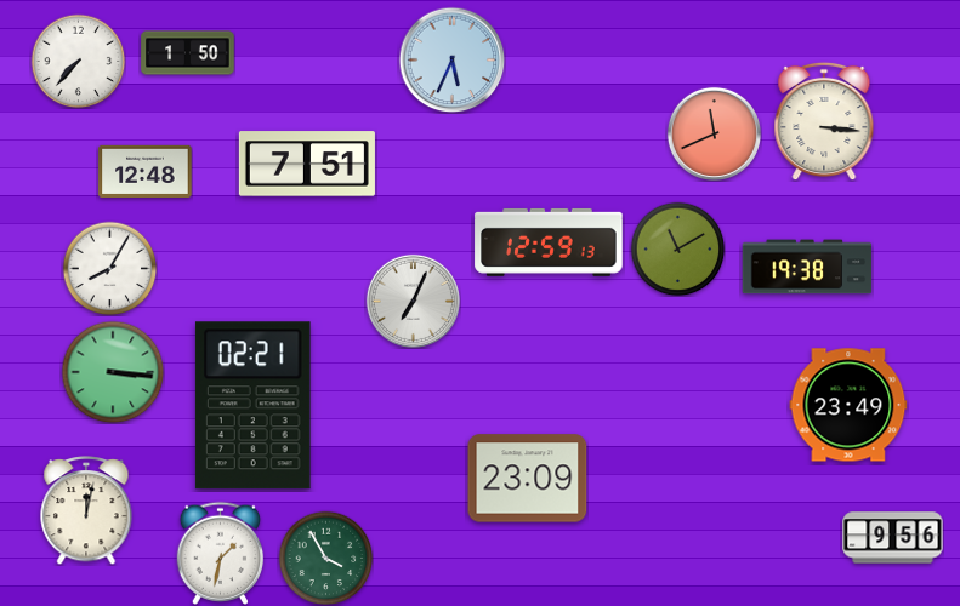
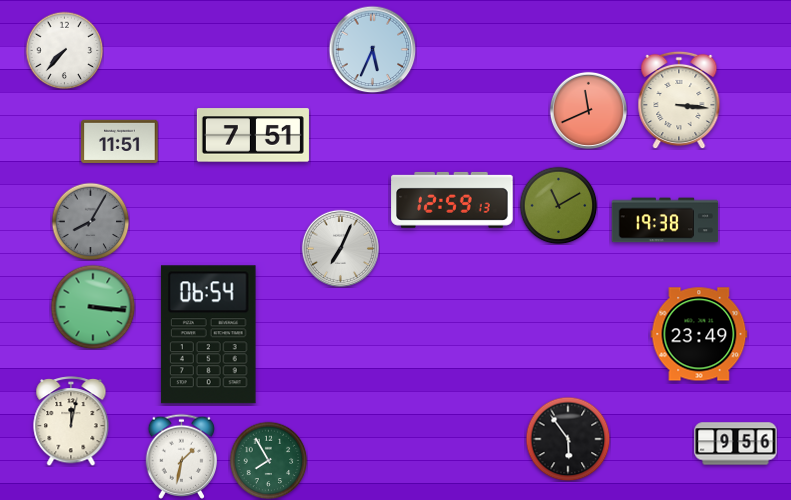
clock at (188, 53): 1:50 -> none
clock at (146, 171): 12:48 -> 11:51
clock at (109, 268) dial: white -> grey
clock at (252, 406): 02:21 -> 06:54
clock at (528, 479): 23:09 -> none
clock at (568, 439): none -> 5:54
clock at (325, 558): 3:55 -> 7:55
